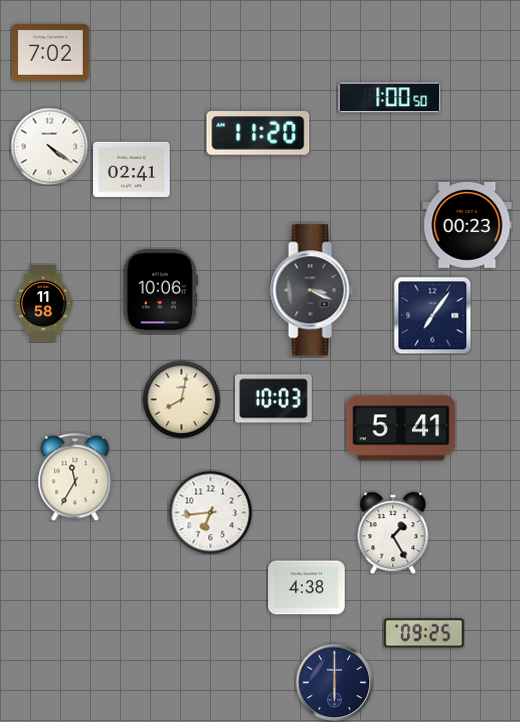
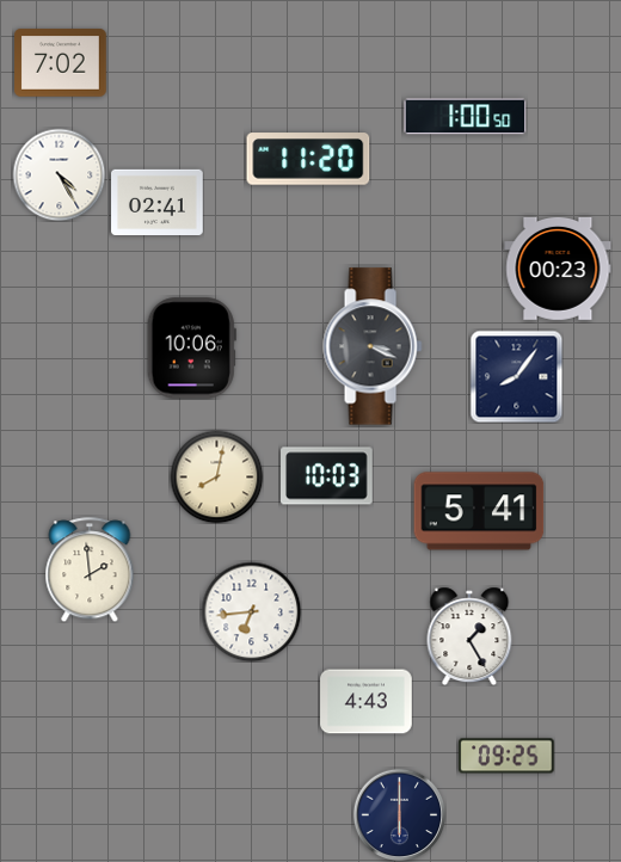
clock at (49, 146): 4:21 -> 4:25
clock at (43, 304): 11:58 -> none
clock at (432, 315): 7:06 -> 8:06
clock at (75, 477): 11:35 -> 1:59
clock at (307, 588): 4:38 -> 4:43
